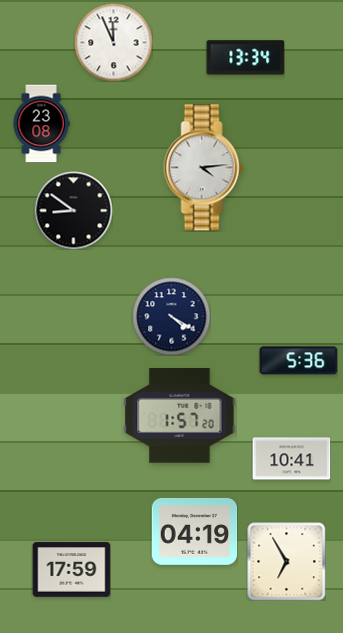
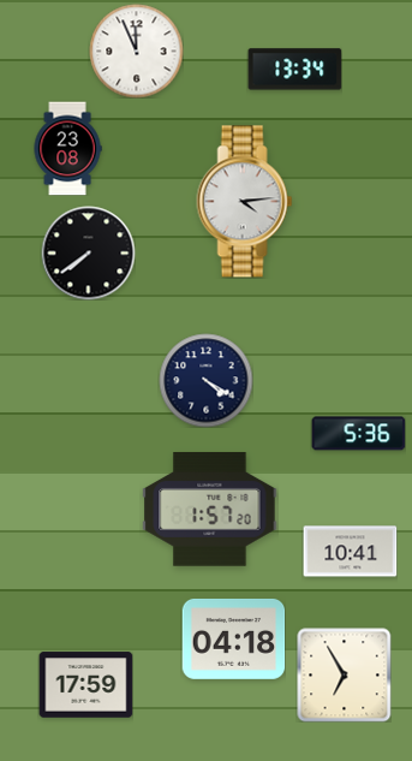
clock at (41, 123) position: (41, 123) -> (67, 148)
clock at (73, 210): 8:51 -> 7:39
clock at (180, 416) position: (180, 416) -> (210, 510)
clock at (194, 531): 04:19 -> 04:18
